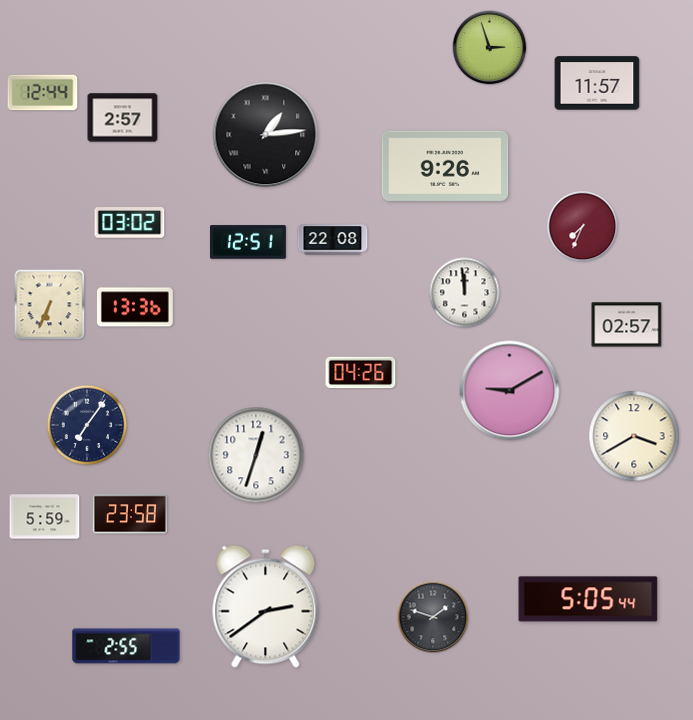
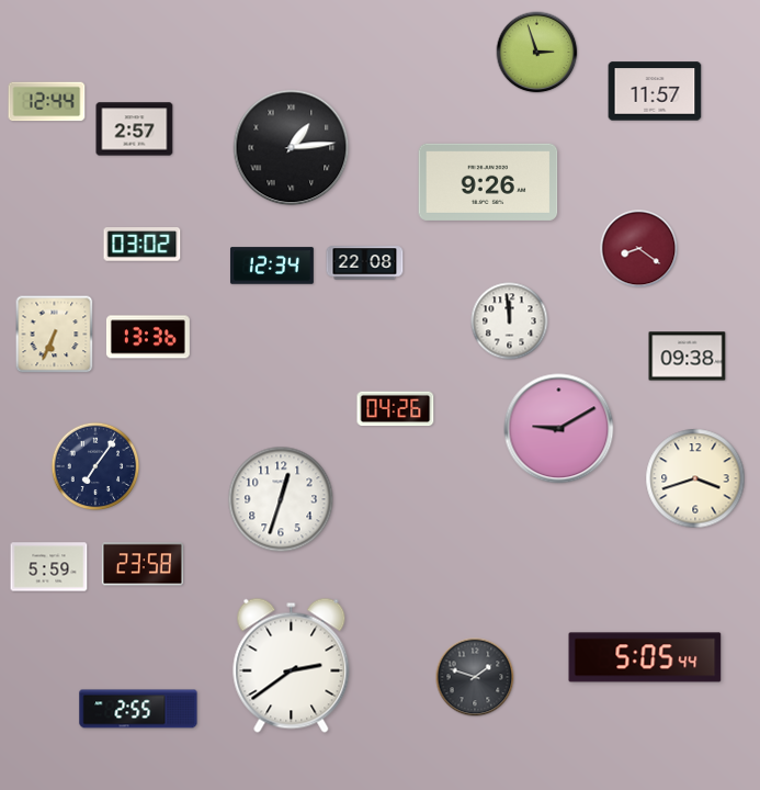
clock at (583, 227): 7:34 -> 8:21
clock at (248, 242): 12:51 -> 12:34
clock at (627, 325): 02:57 -> 09:38
clock at (634, 436): 3:40 -> 3:42
